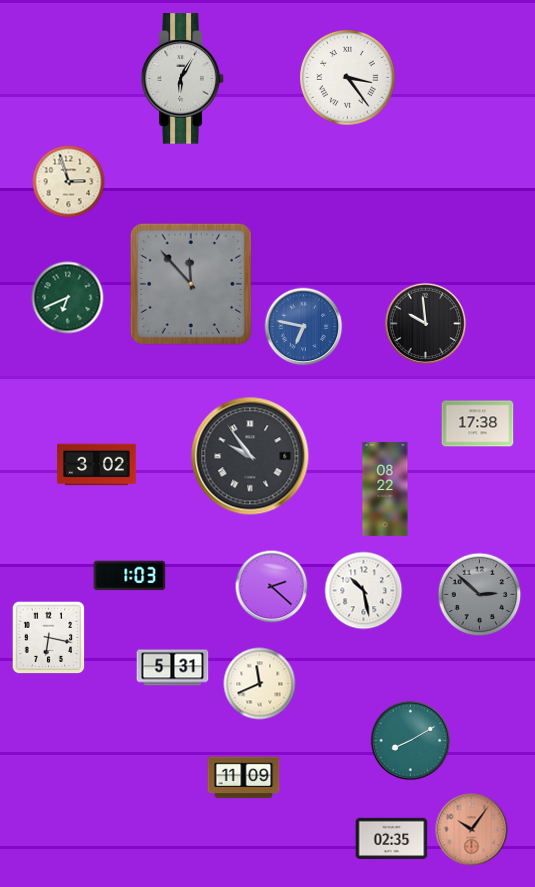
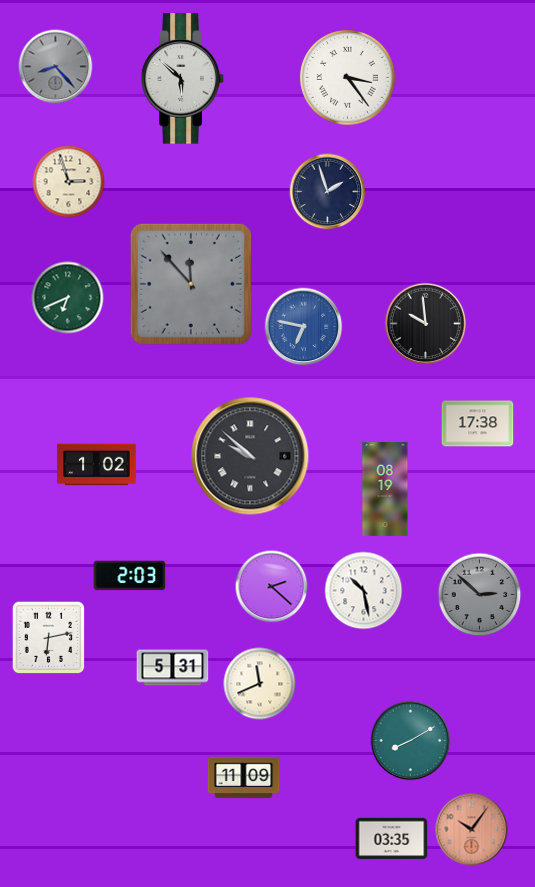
clock at (56, 67): none -> 8:23
clock at (183, 79): 6:05 -> 5:52
clock at (328, 192): none -> 1:57
clock at (250, 456): 9:54 -> 9:52
clock at (97, 465): 3:02 -> 1:02
clock at (385, 489): 08:22 -> 08:19
clock at (130, 576): 1:03 -> 2:03
clock at (49, 638): 6:17 -> 6:13
clock at (392, 838): 02:35 -> 03:35
